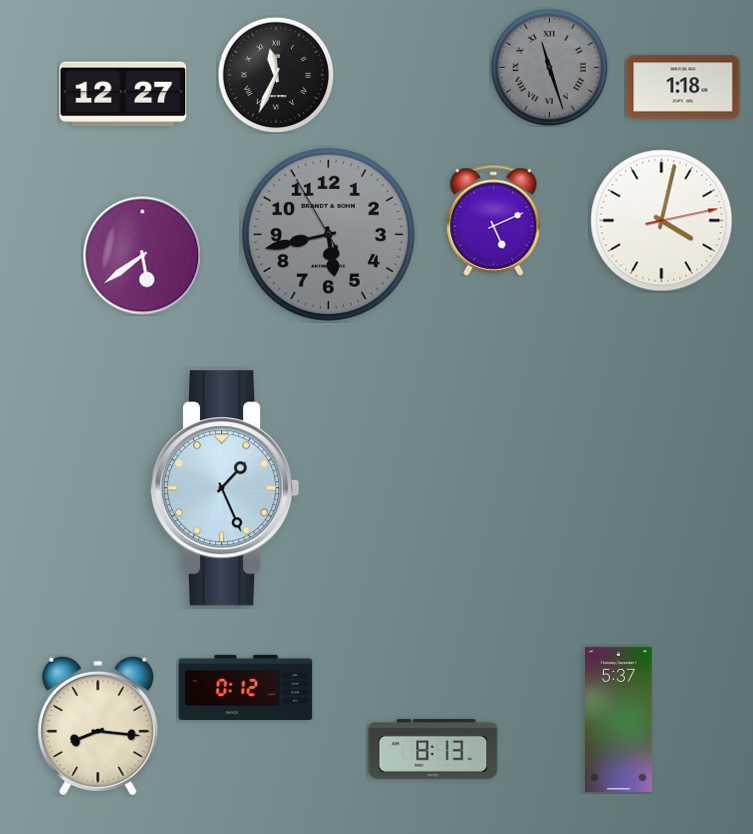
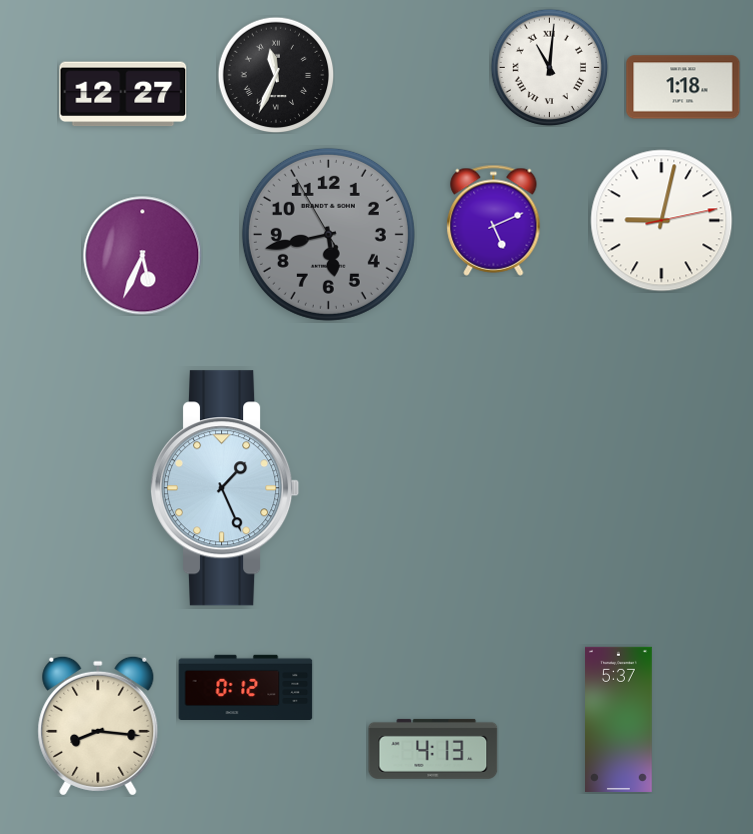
clock at (549, 67): 11:27 -> 11:01
clock at (549, 67) dial: grey -> white
clock at (662, 221): 4:02 -> 9:02
clock at (143, 256): 5:39 -> 5:34
clock at (433, 749): 8:13 -> 4:13
